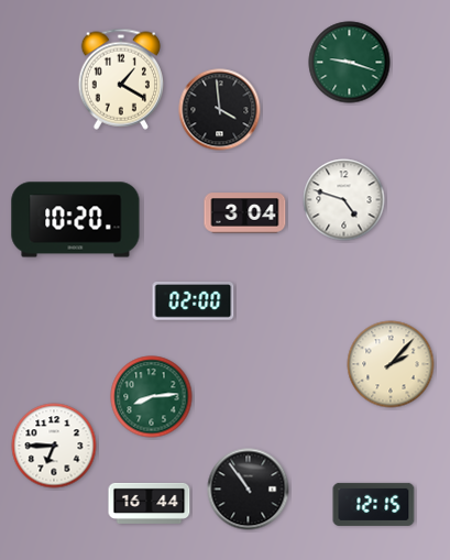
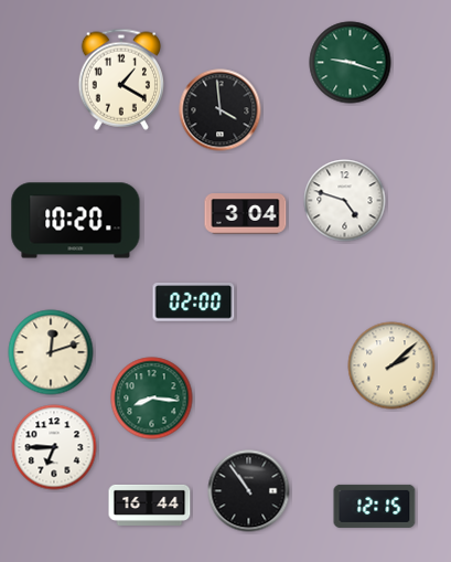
clock at (51, 352): none -> 12:12
clock at (391, 364): 2:07 -> 2:08
clock at (152, 397): 8:14 -> 8:16
